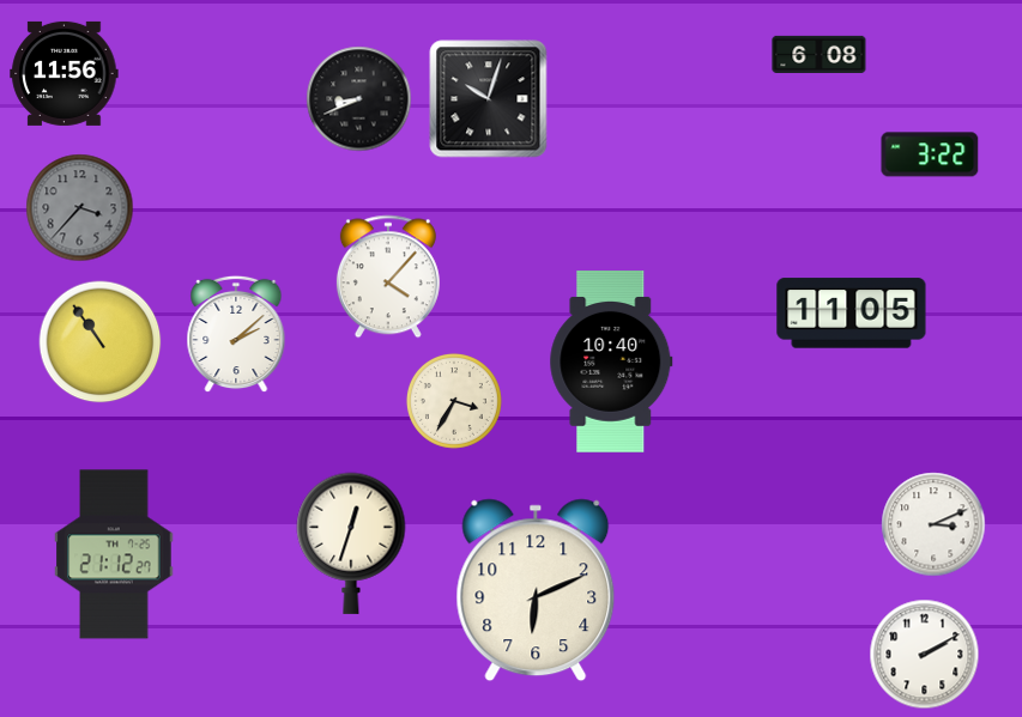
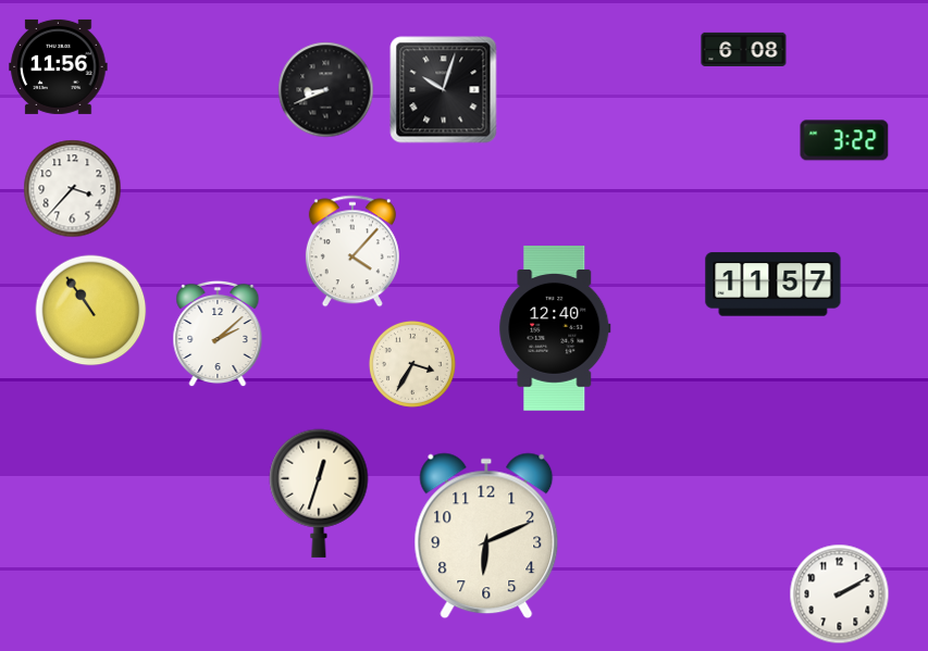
clock at (80, 208) dial: grey -> white
clock at (852, 314): 11:05 -> 11:57
clock at (236, 334) position: (236, 334) -> (218, 334)
clock at (611, 363): 10:40 -> 12:40
clock at (933, 524): 3:11 -> none
clock at (114, 554): 21:12 -> none
